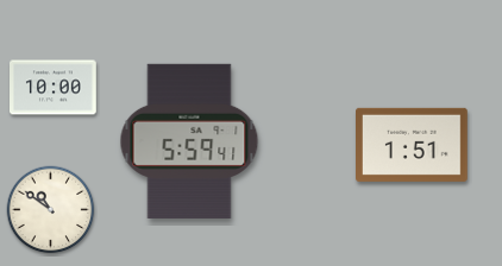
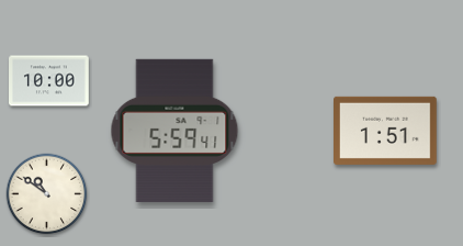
clock at (413, 145) position: (413, 145) -> (386, 131)
